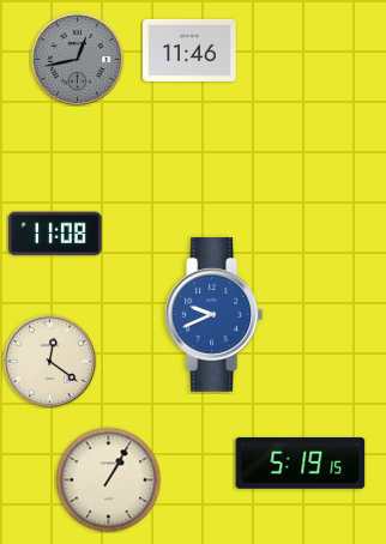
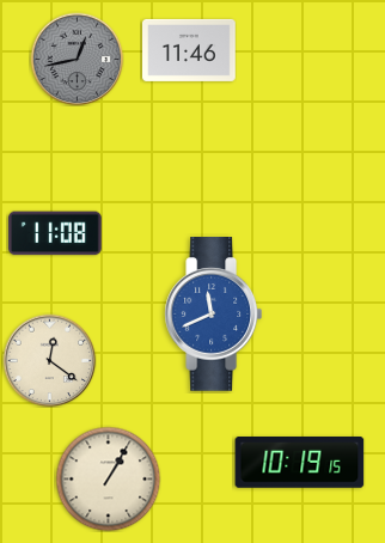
clock at (215, 315): 9:41 -> 11:41
clock at (301, 464): 5:19 -> 10:19
